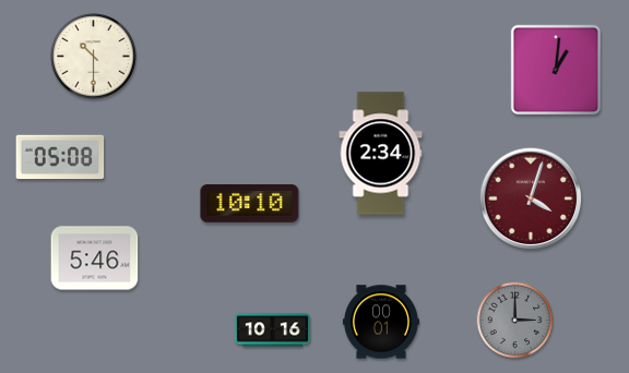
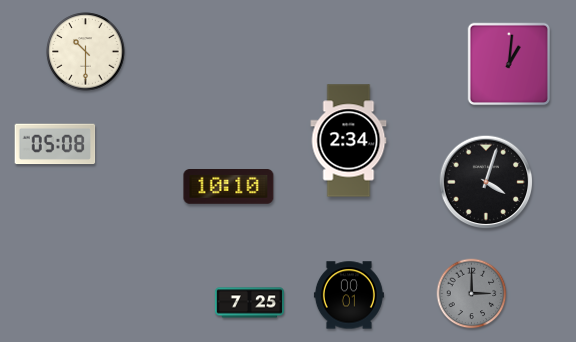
clock at (531, 198) dial: burgundy -> black
clock at (95, 258): 5:46 -> none
clock at (272, 330): 10:16 -> 7:25
